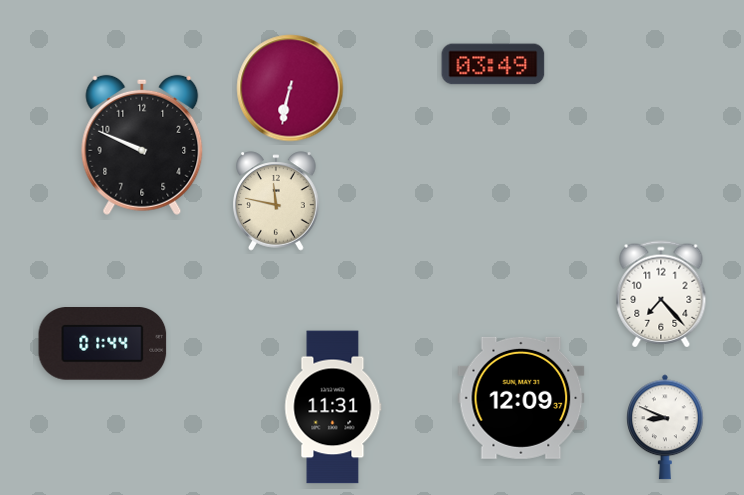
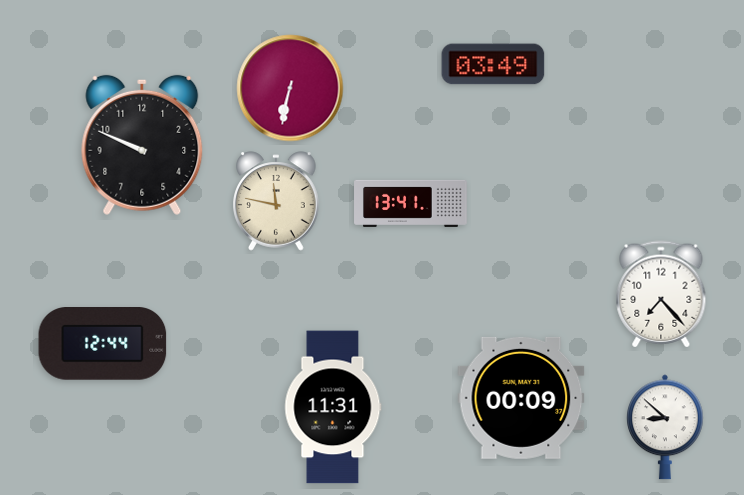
clock at (411, 203): none -> 13:41
clock at (103, 344): 01:44 -> 12:44
clock at (521, 398): 12:09 -> 00:09
clock at (666, 427): 8:49 -> 8:52
